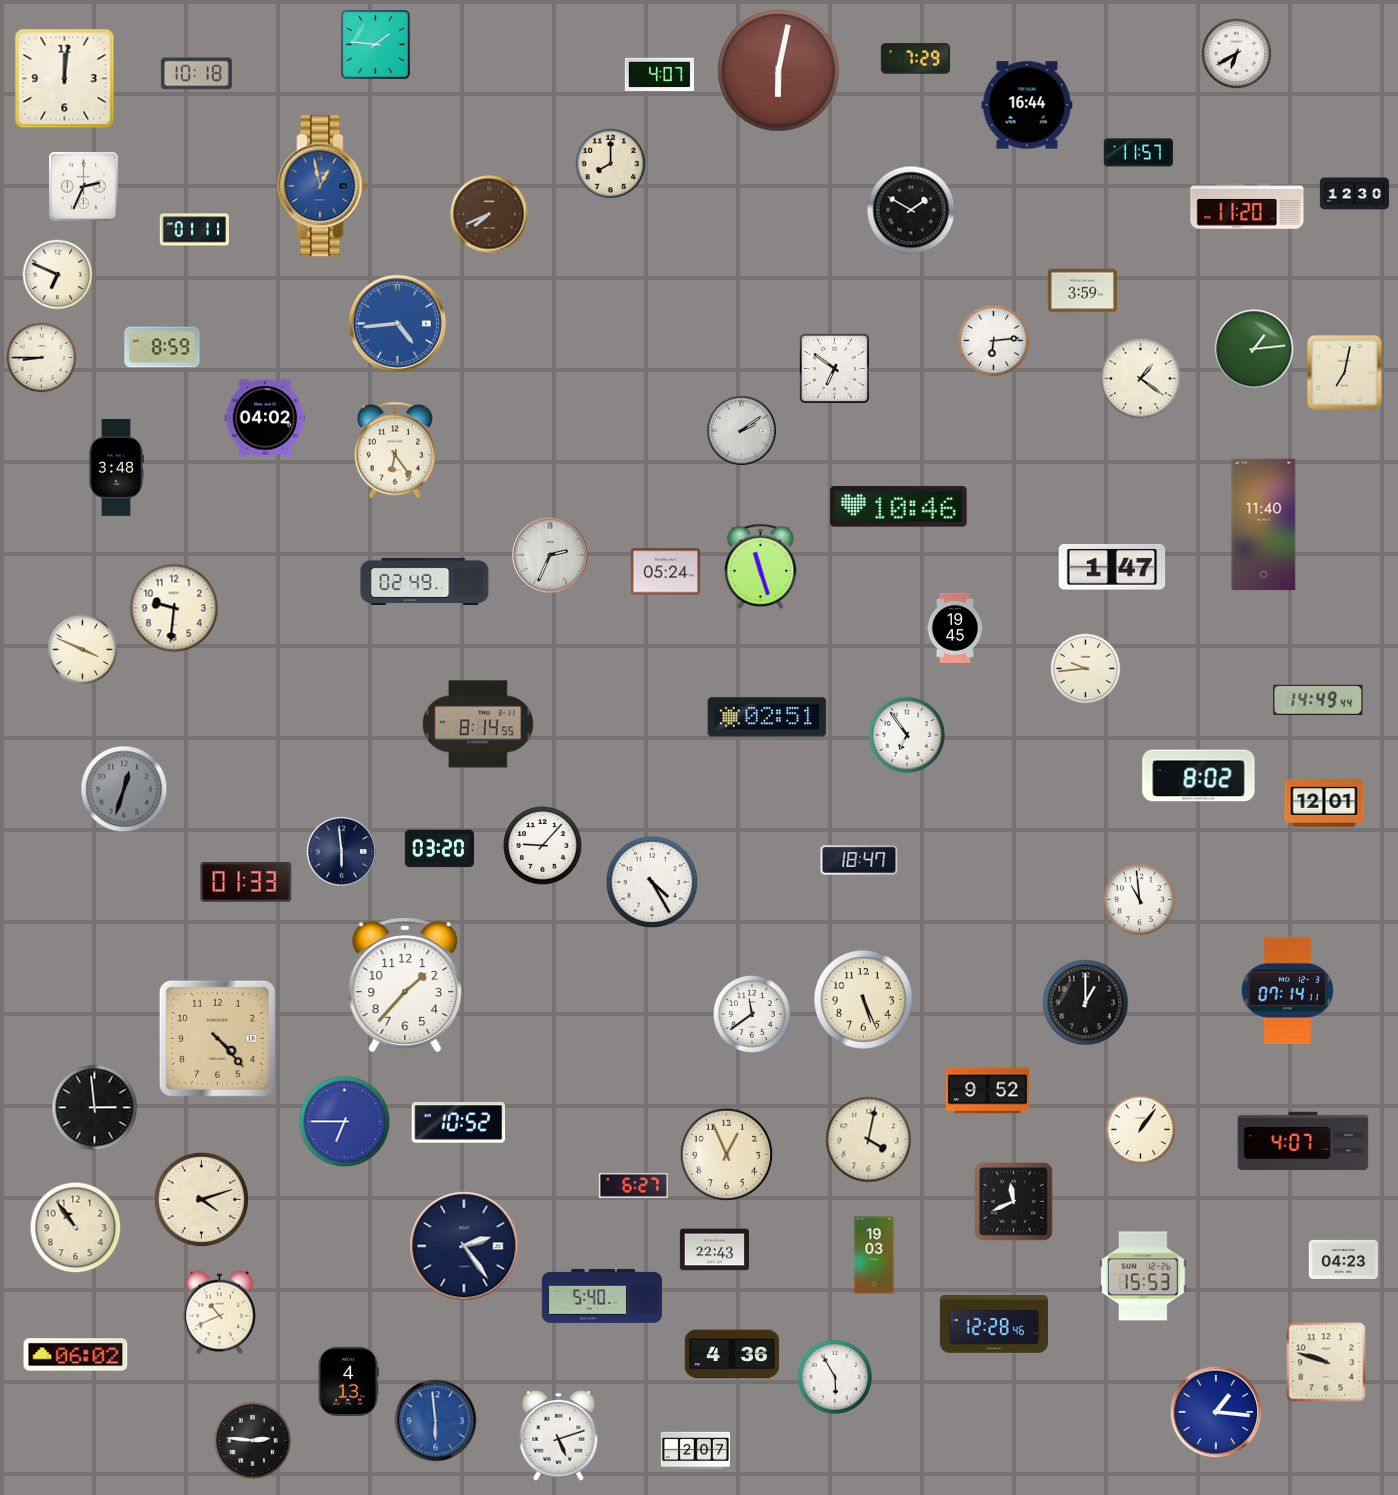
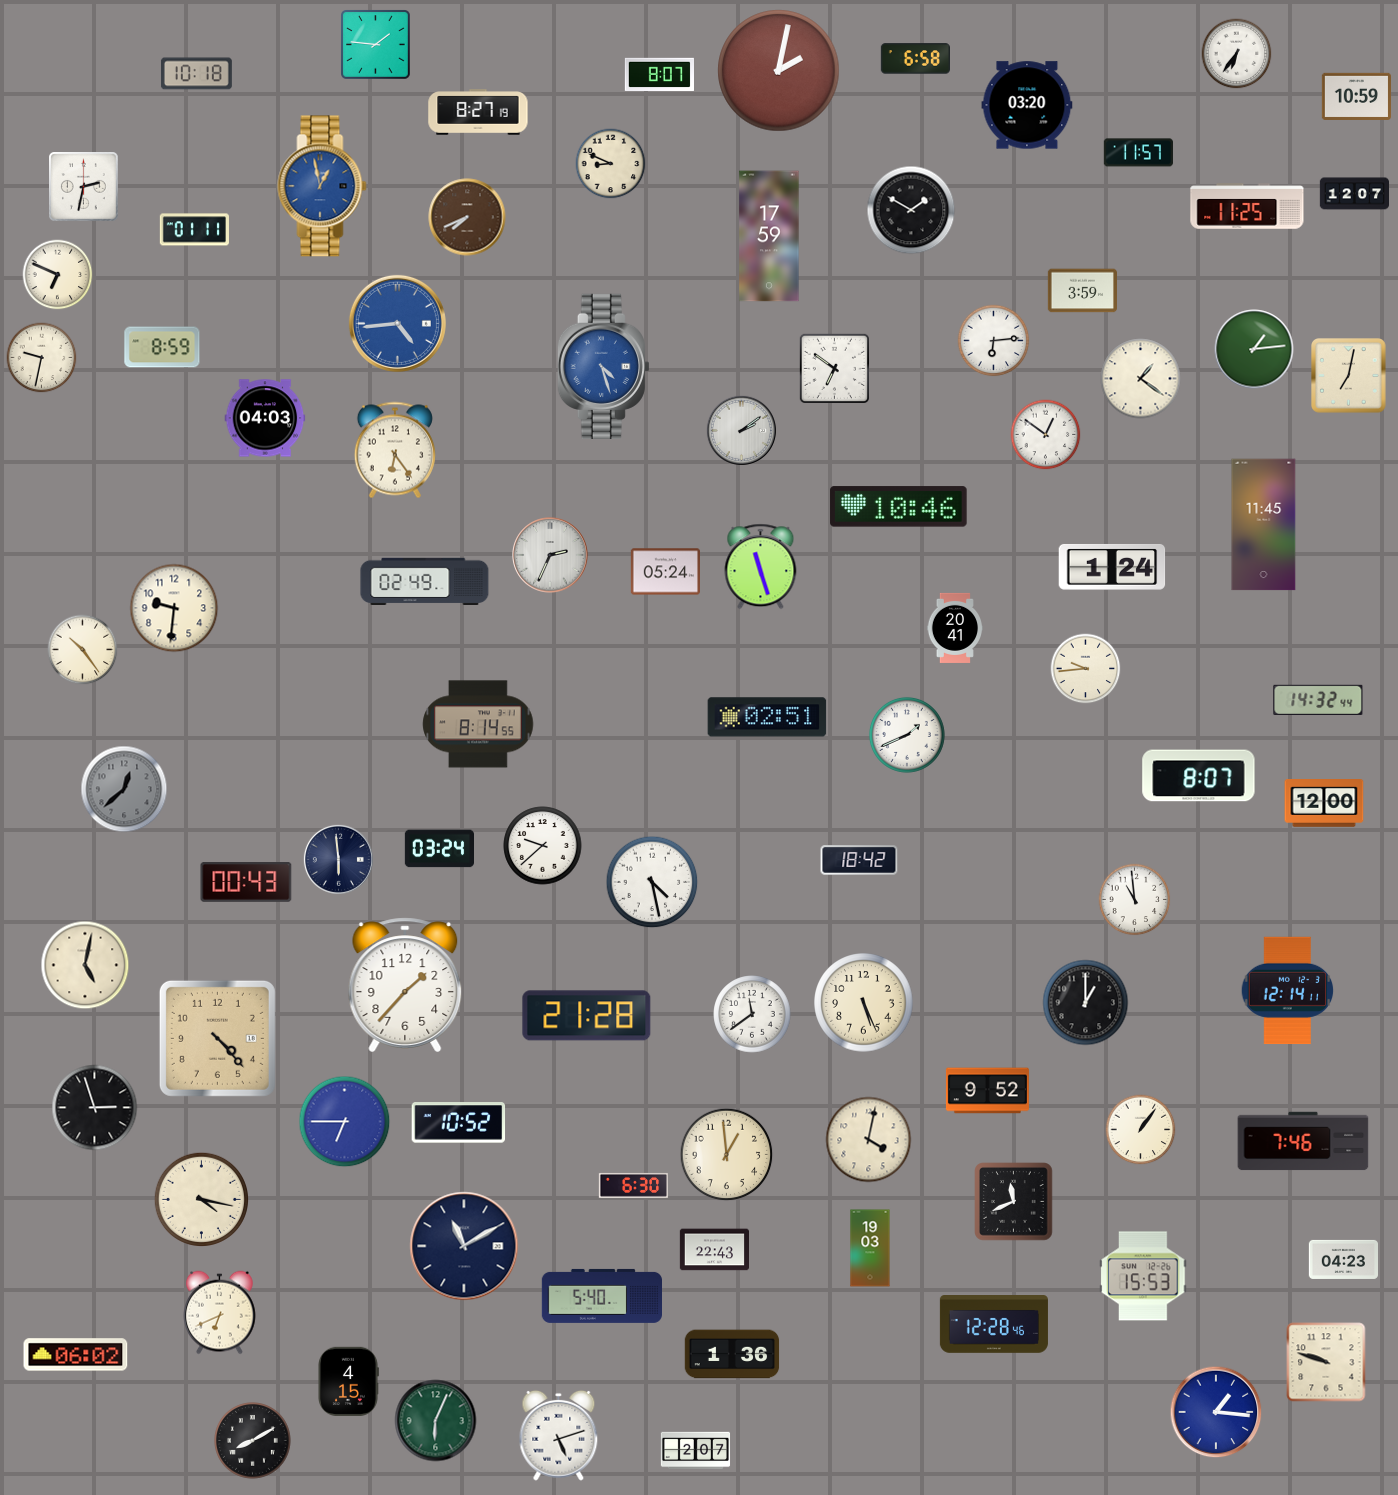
clock at (1237, 54): 6:40 -> 6:36
clock at (915, 59): 7:29 -> 6:58
clock at (779, 71): 6:02 -> 2:02
clock at (659, 75): 4:07 -> 8:07
clock at (65, 79): 12:01 -> none
clock at (1356, 96): none -> 10:59
clock at (1027, 105): 16:44 -> 03:20
clock at (478, 112): none -> 8:27
clock at (611, 164): 8:00 -> 8:49
clock at (84, 187): 2:34 -> 2:32
clock at (1354, 194): 12:30 -> 12:07
clock at (1247, 206): 11:20 -> 11:25
clock at (489, 214) position: (489, 214) -> (467, 217)
clock at (769, 236): none -> 17:59
clock at (42, 358): 8:45 -> 9:32
clock at (603, 366): none -> 4:27
clock at (1345, 373) position: (1345, 373) -> (1349, 376)
clock at (265, 418): 04:02 -> 04:03
clock at (1046, 435): none -> 12:51
clock at (116, 468): 3:48 -> none
clock at (1264, 525): 11:40 -> 11:45
clock at (1112, 567): 1:47 -> 1:24
clock at (955, 628): 19:45 -> 20:41
clock at (83, 650): 3:49 -> 10:24
clock at (1318, 700): 14:49 -> 14:32
clock at (907, 735): 6:54 -> 1:41
clock at (1199, 776): 8:02 -> 8:07
clock at (124, 789): 12:33 -> 12:38
clock at (1324, 804): 12:01 -> 12:00
clock at (543, 846): 9:07 -> 9:38
clock at (439, 849): 03:20 -> 03:24
clock at (341, 851) position: (341, 851) -> (338, 859)
clock at (859, 860): 18:47 -> 18:42
clock at (652, 882): 4:25 -> 4:28
clock at (246, 883): 01:33 -> 00:43
clock at (1140, 900) position: (1140, 900) -> (1135, 900)
clock at (85, 965): none -> 5:02
clock at (1288, 990): 07:14 -> 12:14
clock at (864, 1000) position: (864, 1000) -> (864, 1003)
clock at (587, 1016): none -> 21:28
clock at (95, 1108): 2:59 -> 2:57
clock at (1303, 1141): 4:07 -> 7:46
clock at (727, 1155): 12:56 -> 12:59
clock at (633, 1185): 6:27 -> 6:30
clock at (201, 1199): 4:12 -> 4:17
clock at (76, 1228): 10:54 -> none
clock at (464, 1246): 2:24 -> 11:10
clock at (874, 1255) position: (874, 1255) -> (870, 1248)
clock at (220, 1313): 10:41 -> 6:41
clock at (732, 1354): 4:36 -> 1:36
clock at (835, 1377): 5:55 -> none
clock at (348, 1381): 4:13 -> 4:15
clock at (436, 1421): 5:59 -> 6:04
clock at (436, 1421) dial: blue -> green
clock at (253, 1441): 2:46 -> 8:10
